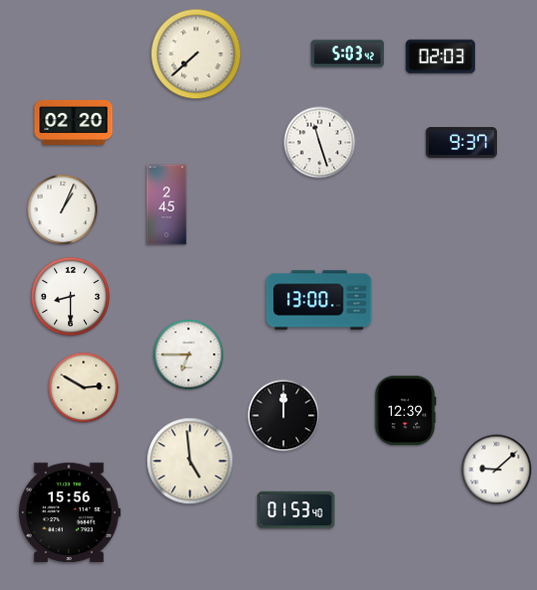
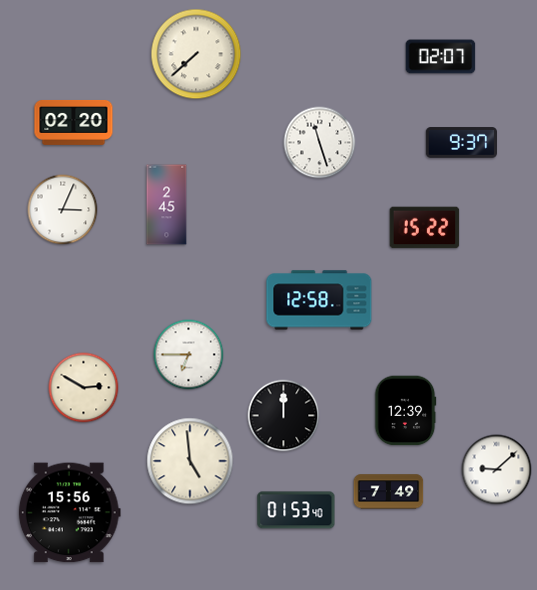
clock at (347, 54): 5:03 -> none
clock at (441, 57): 02:03 -> 02:07
clock at (63, 210): 1:04 -> 3:04
clock at (425, 228): none -> 15:22
clock at (70, 296): 8:30 -> none
clock at (319, 300): 13:00 -> 12:58
clock at (389, 492): none -> 7:49
